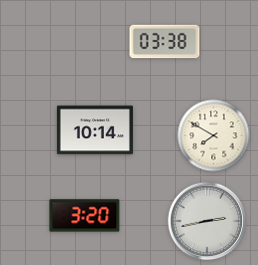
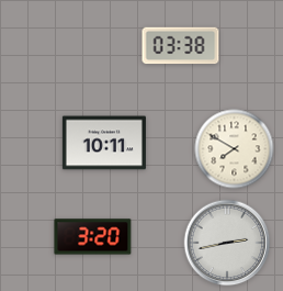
clock at (95, 130): 10:14 -> 10:11
